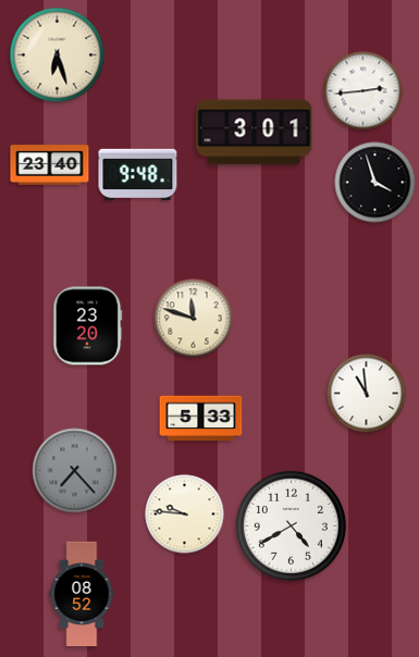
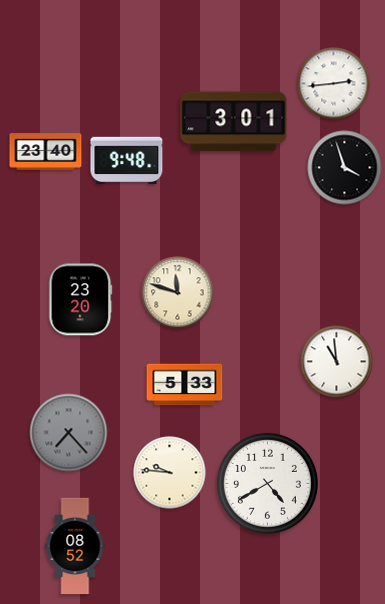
clock at (58, 55): 6:27 -> none
